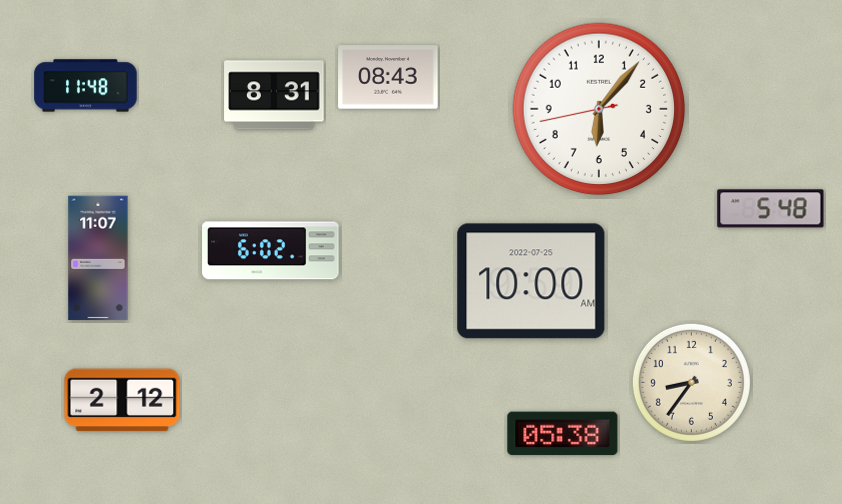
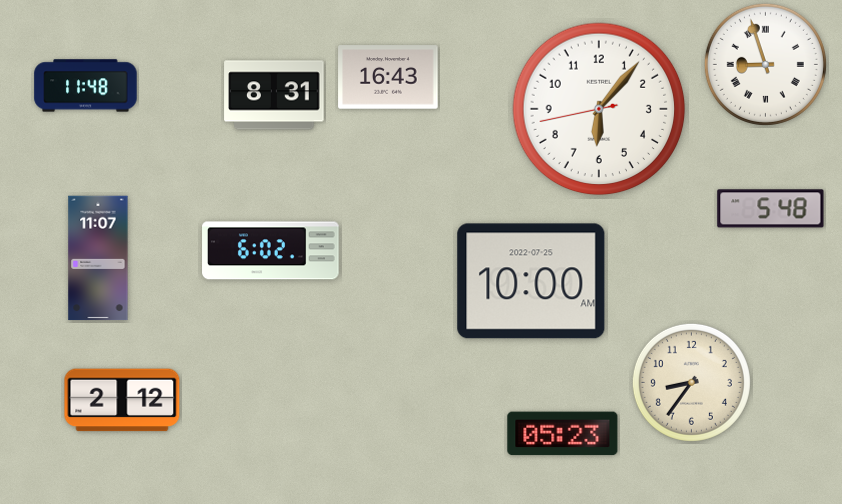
clock at (765, 64): none -> 8:57
clock at (388, 77): 08:43 -> 16:43
clock at (563, 434): 05:38 -> 05:23
